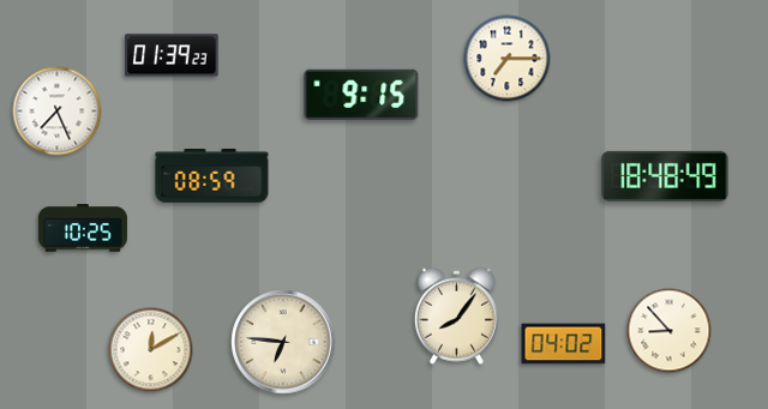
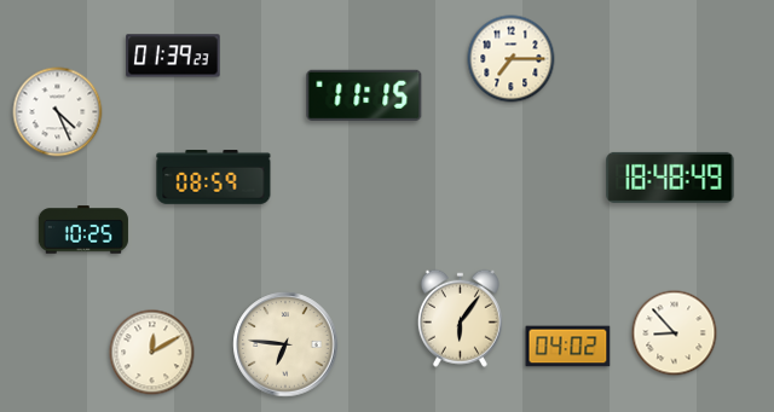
clock at (361, 95): 9:15 -> 11:15
clock at (58, 112): 7:26 -> 4:26
clock at (456, 315): 8:06 -> 6:06
